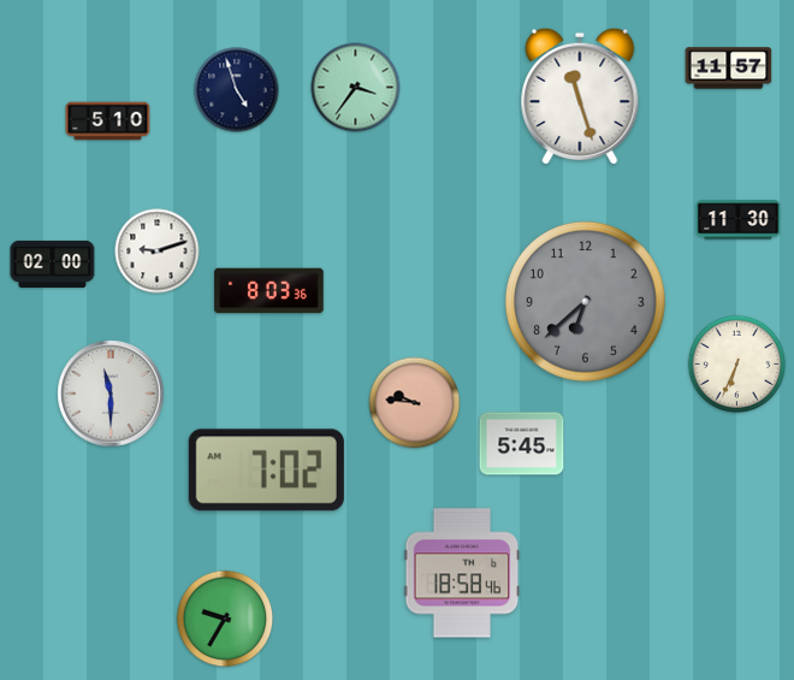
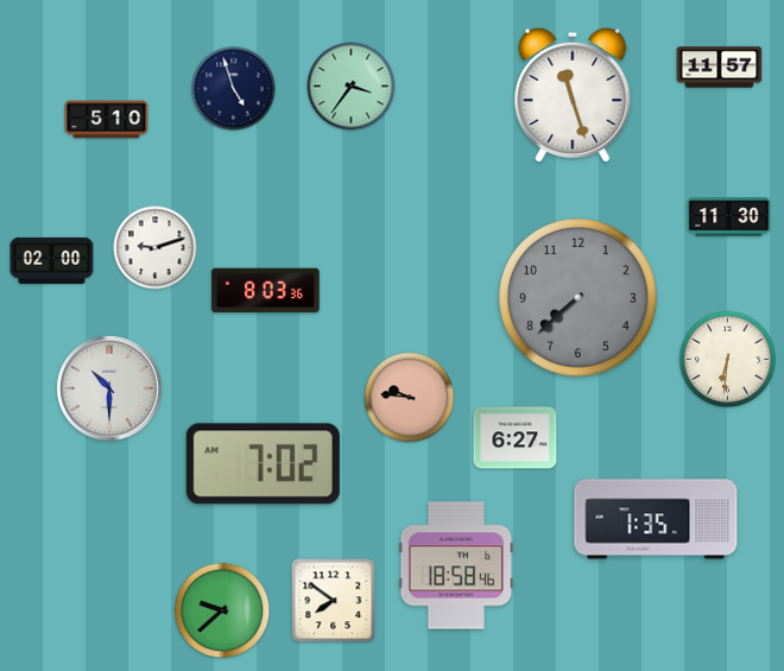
clock at (269, 291) position: (269, 291) -> (266, 291)
clock at (585, 301): 6:38 -> 7:38
clock at (737, 365): 6:34 -> 6:31
clock at (111, 394): 11:30 -> 10:30
clock at (522, 444): 5:45 -> 6:27
clock at (656, 519): none -> 1:35
clock at (334, 601): none -> 7:51
clock at (225, 619): 9:35 -> 9:38
